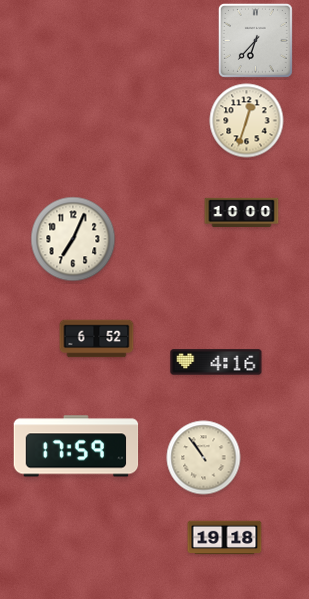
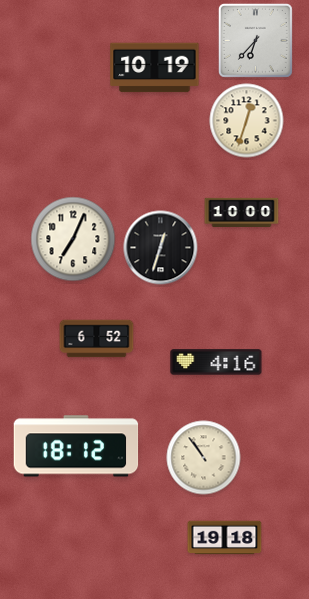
clock at (155, 68): none -> 10:19
clock at (161, 248): none -> 12:33
clock at (76, 446): 17:59 -> 18:12
